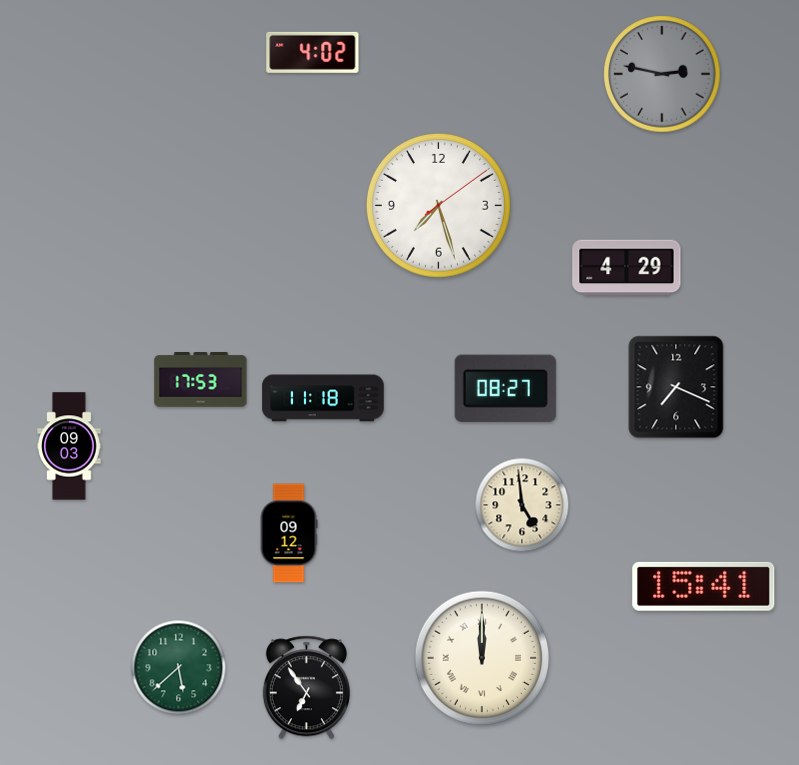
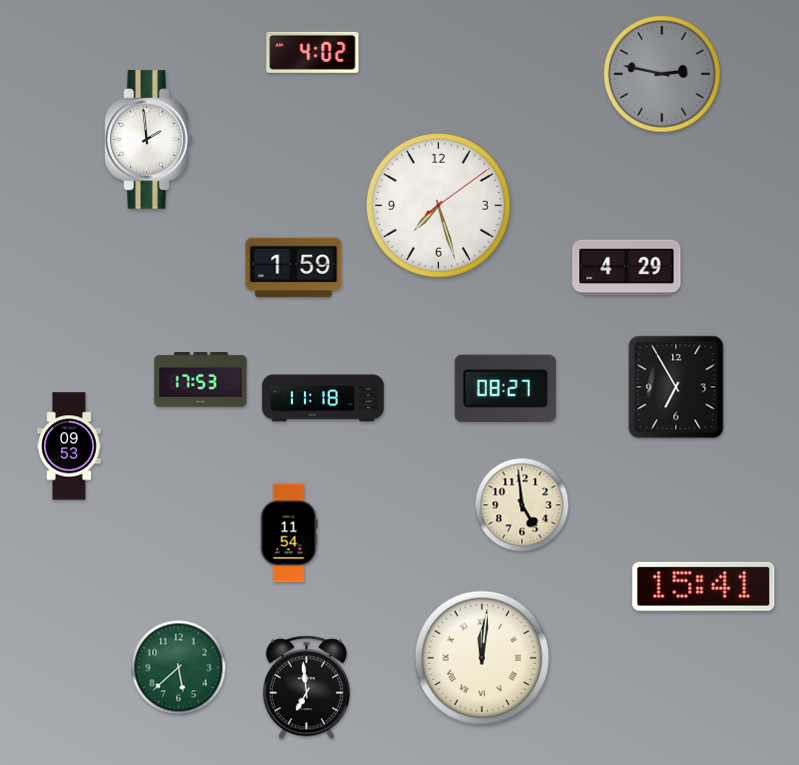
clock at (149, 140): none -> 1:59
clock at (294, 268): none -> 1:59
clock at (676, 387): 7:19 -> 6:55
clock at (69, 446): 09:03 -> 09:53
clock at (289, 533): 09:12 -> 11:54
clock at (482, 658): 12:00 -> 12:01
clock at (306, 688): 6:54 -> 6:59
